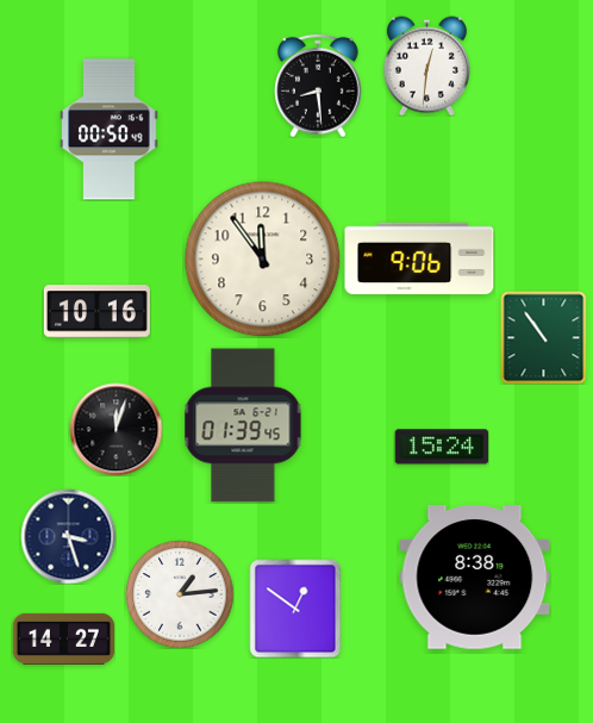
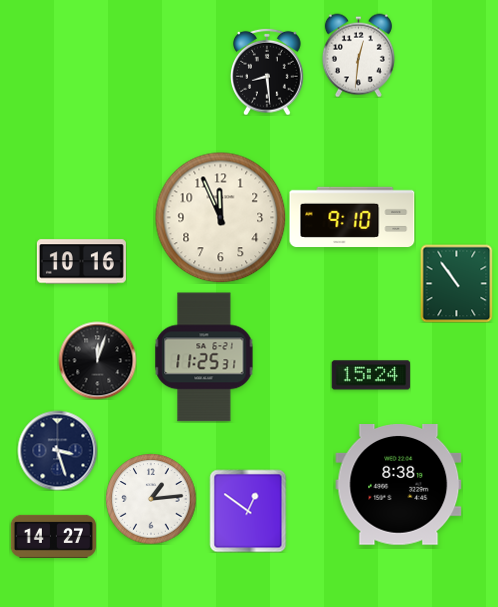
clock at (110, 130): 00:50 -> none
clock at (419, 258): 9:06 -> 9:10
clock at (263, 260): 11:54 -> 11:56
clock at (243, 425): 01:39 -> 11:25
